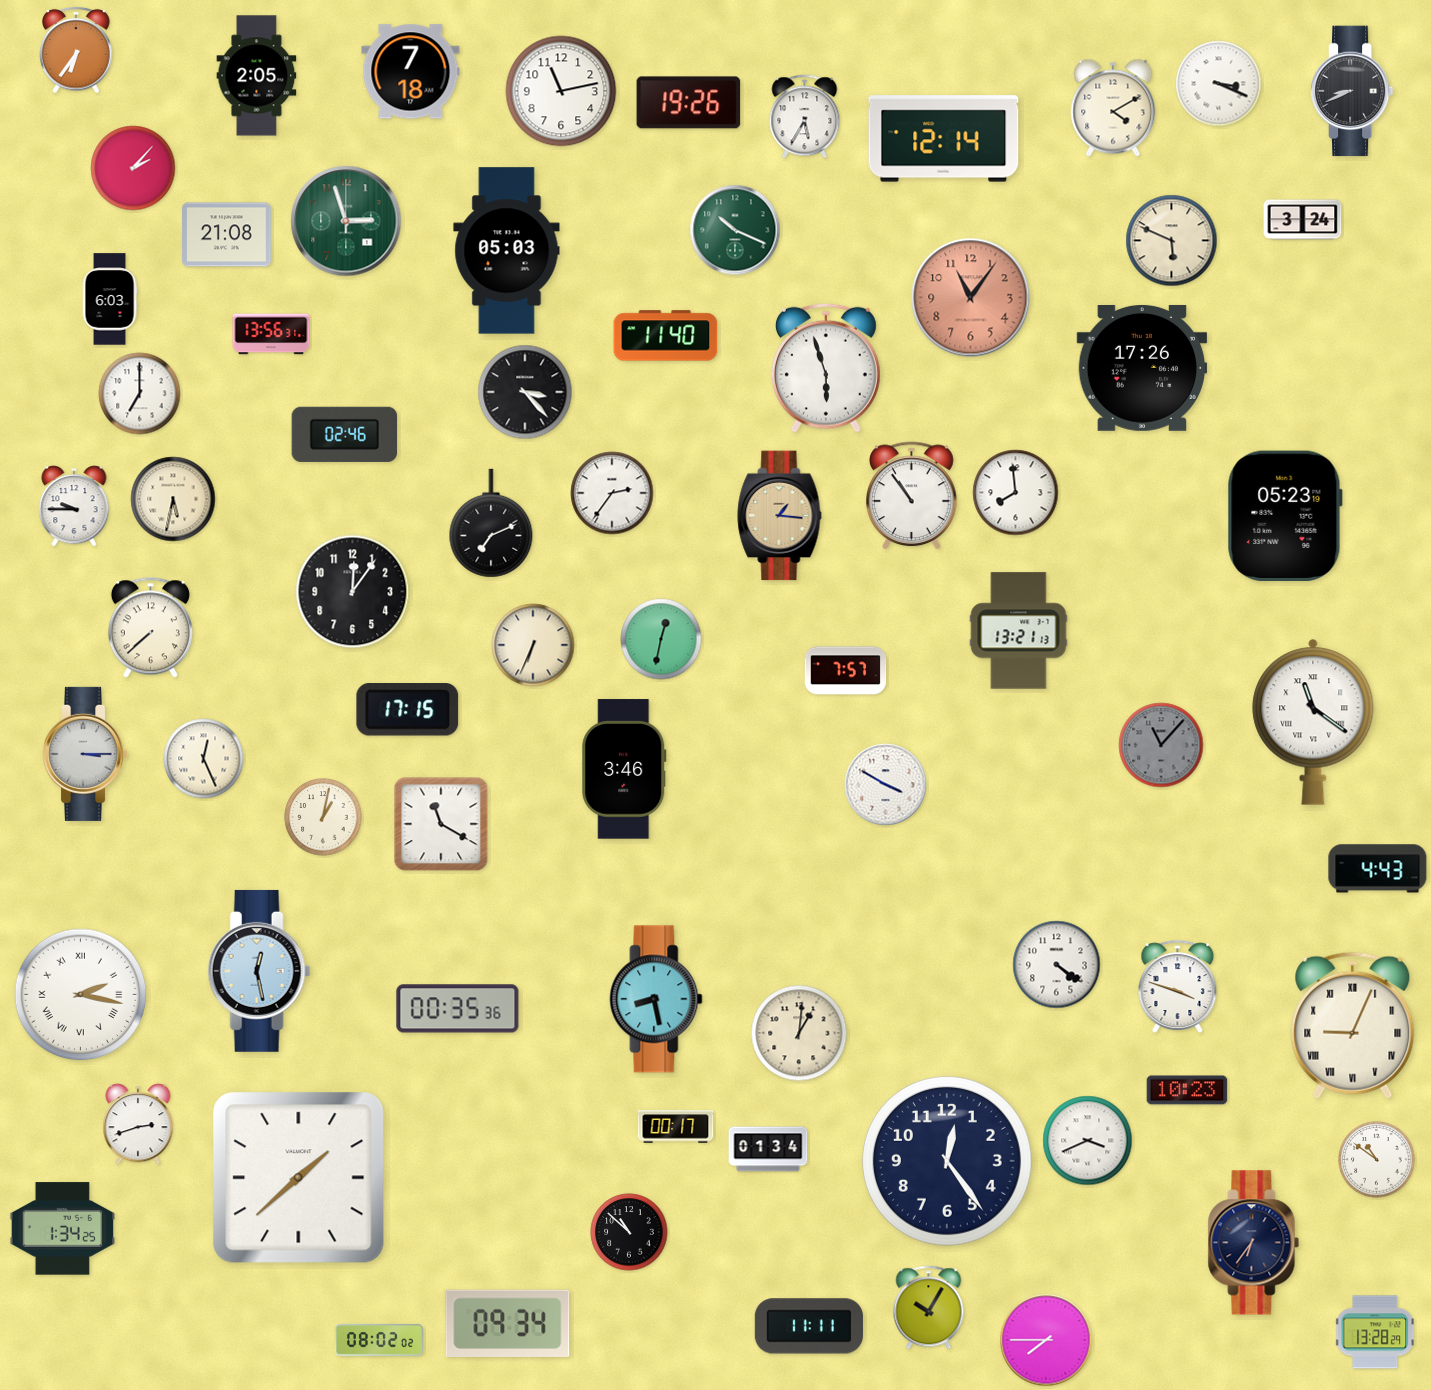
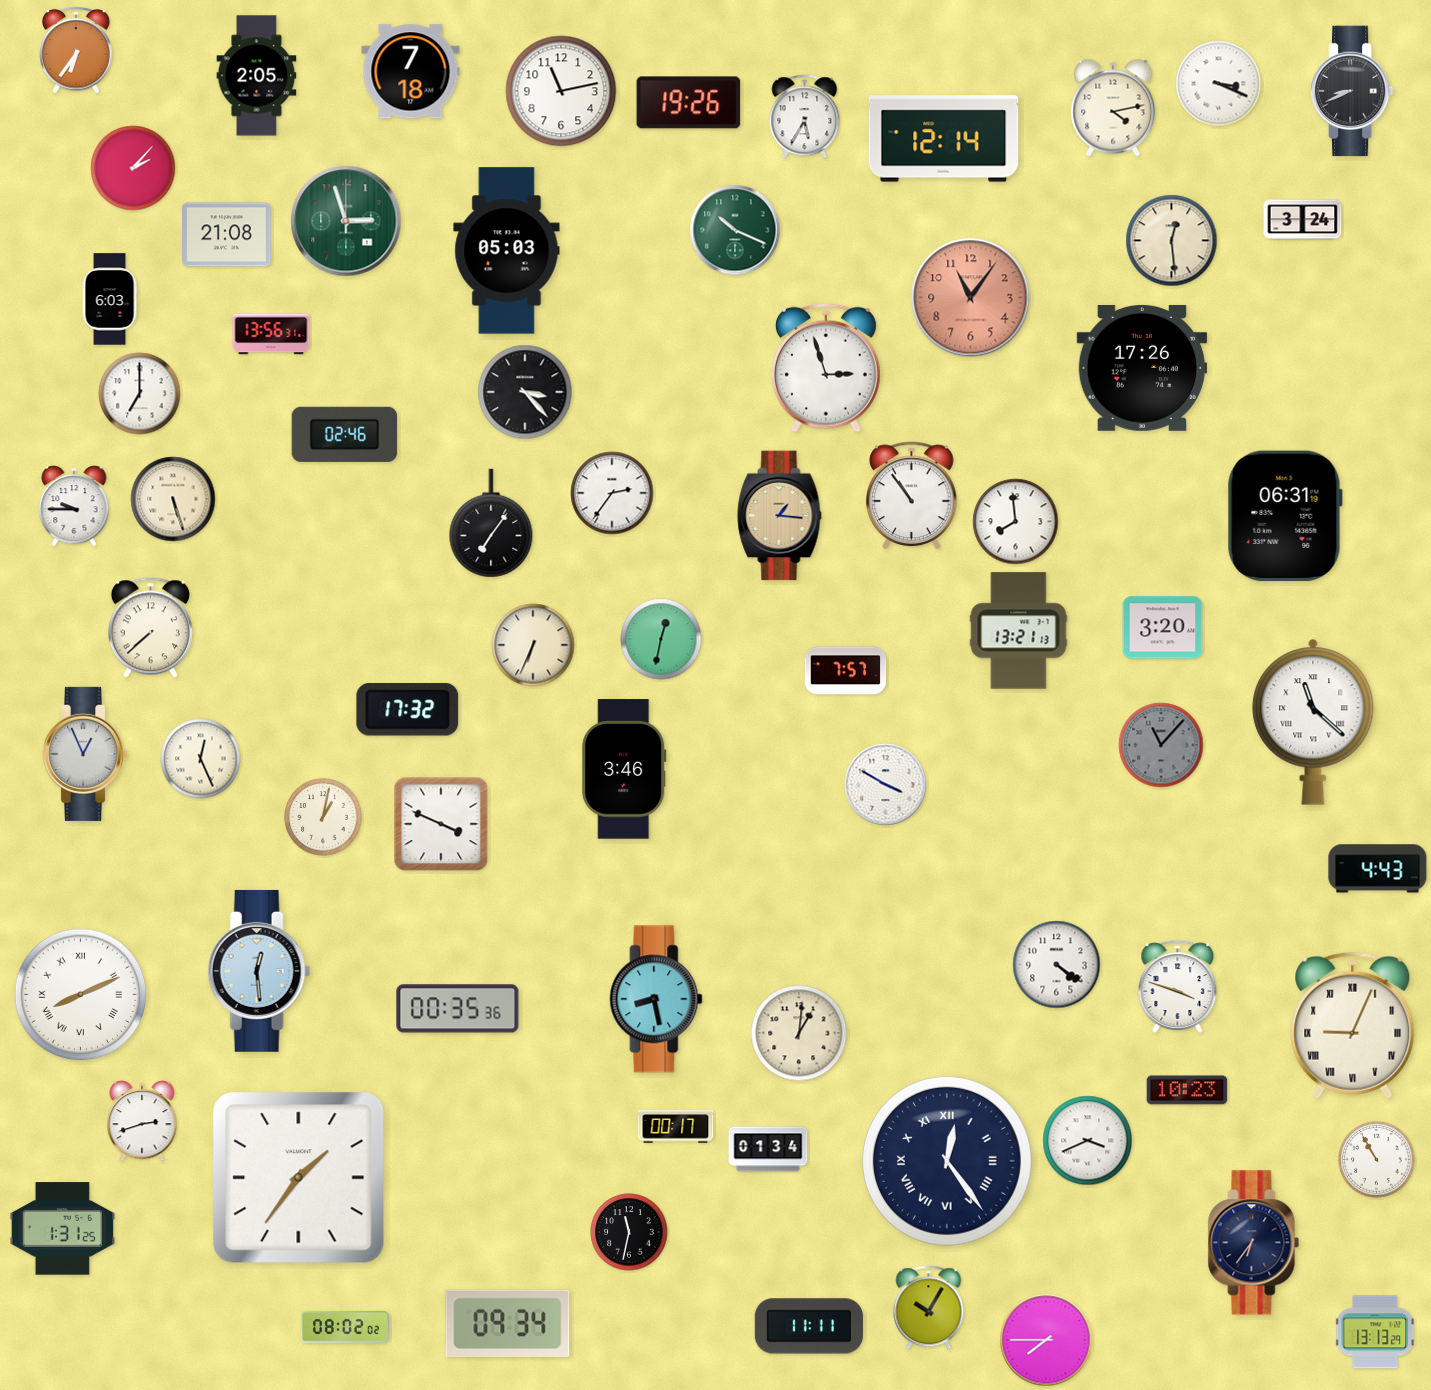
clock at (1113, 108): 4:10 -> 4:13
clock at (1172, 241): 5:49 -> 12:29
clock at (666, 336): 11:40 -> none
clock at (826, 368): 5:57 -> 2:57
clock at (1016, 493) position: (1016, 493) -> (1016, 522)
clock at (173, 499): 5:32 -> 5:27
clock at (1285, 515): 05:23 -> 06:31
clock at (491, 523): 7:11 -> 7:06
clock at (353, 592): 12:06 -> none
clock at (1163, 628): none -> 3:20
clock at (408, 710): 17:15 -> 17:32
clock at (1313, 722): 11:21 -> 11:22
clock at (85, 754): 3:15 -> 12:56
clock at (204, 759) position: (204, 759) -> (201, 759)
clock at (441, 824): 11:20 -> 3:49
clock at (259, 971): 12:28 -> 12:29
clock at (81, 995): 2:17 -> 8:11
clock at (138, 1124) position: (138, 1124) -> (142, 1121)
clock at (1377, 1160): 10:51 -> 10:55
clock at (947, 1161) numerals: Arabic -> Roman
clock at (299, 1178): 1:38 -> 1:36
clock at (63, 1229): 1:34 -> 1:31
clock at (629, 1232): 10:52 -> 11:32
clock at (1376, 1332): 13:28 -> 13:13
clock at (380, 1340) position: (380, 1340) -> (346, 1327)
